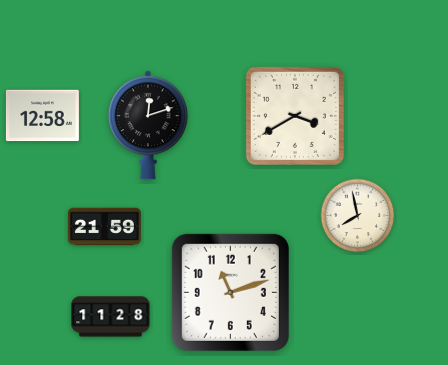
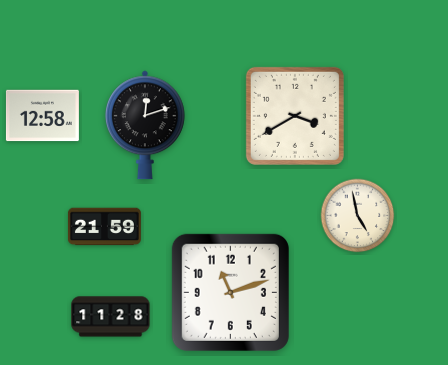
clock at (148, 125) position: (148, 125) -> (145, 125)
clock at (358, 216): 7:58 -> 4:58
